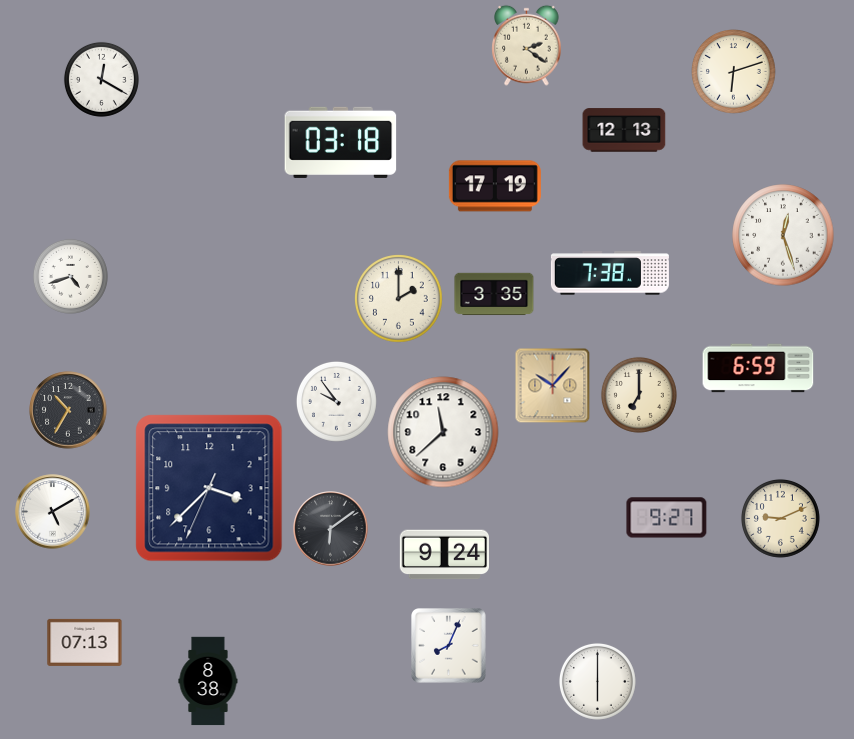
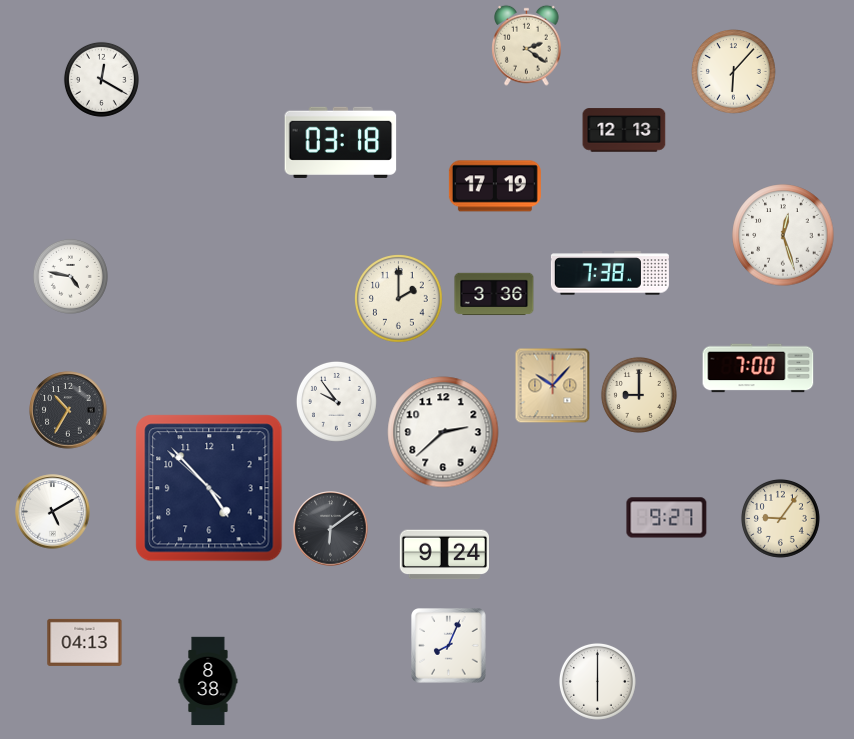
clock at (734, 72): 6:12 -> 6:07
clock at (70, 276): 4:42 -> 4:47
clock at (494, 294): 3:35 -> 3:36
clock at (758, 368): 6:59 -> 7:00
clock at (639, 395): 7:00 -> 9:00
clock at (443, 432): 11:38 -> 2:38
clock at (209, 488): 3:37 -> 4:52
clock at (780, 518): 9:11 -> 9:06
clock at (85, 642): 07:13 -> 04:13
